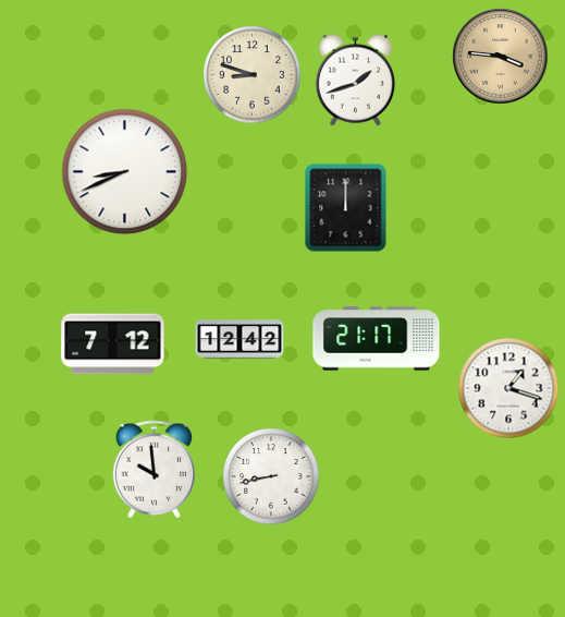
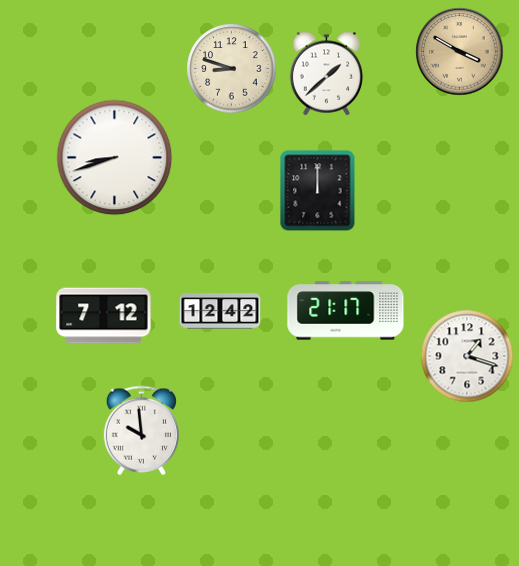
clock at (501, 57): 3:46 -> 3:50
clock at (356, 81): 1:42 -> 1:38
clock at (125, 172): 8:41 -> 8:42
clock at (271, 476): 8:43 -> none
